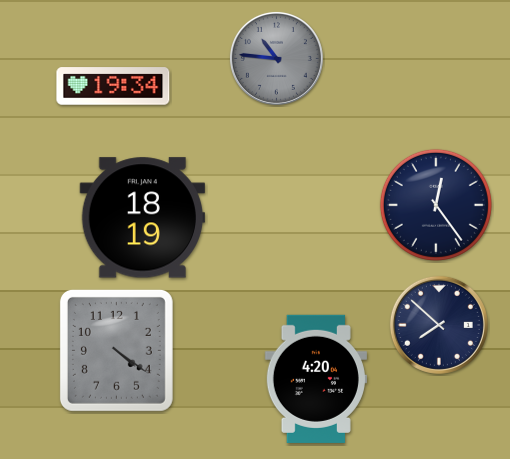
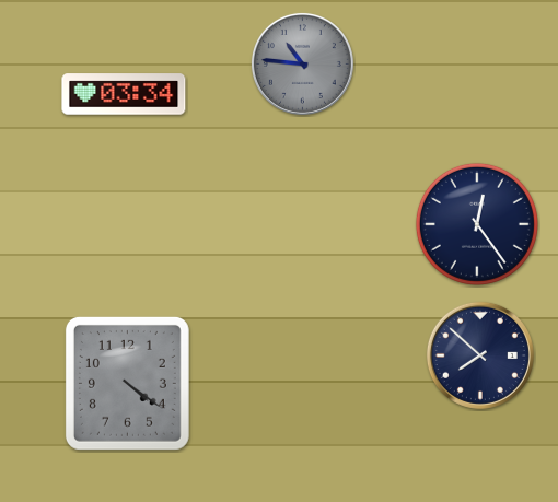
clock at (113, 86): 19:34 -> 03:34
clock at (142, 218): 18:19 -> none
clock at (316, 379): 4:20 -> none
